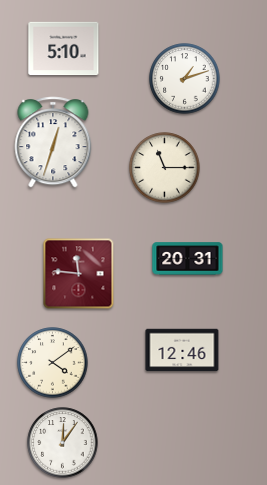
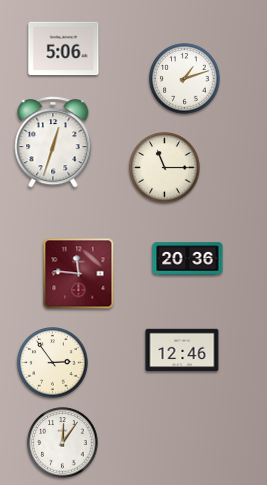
clock at (64, 49): 5:10 -> 5:06
clock at (188, 259): 20:31 -> 20:36
clock at (53, 363): 4:09 -> 2:54
